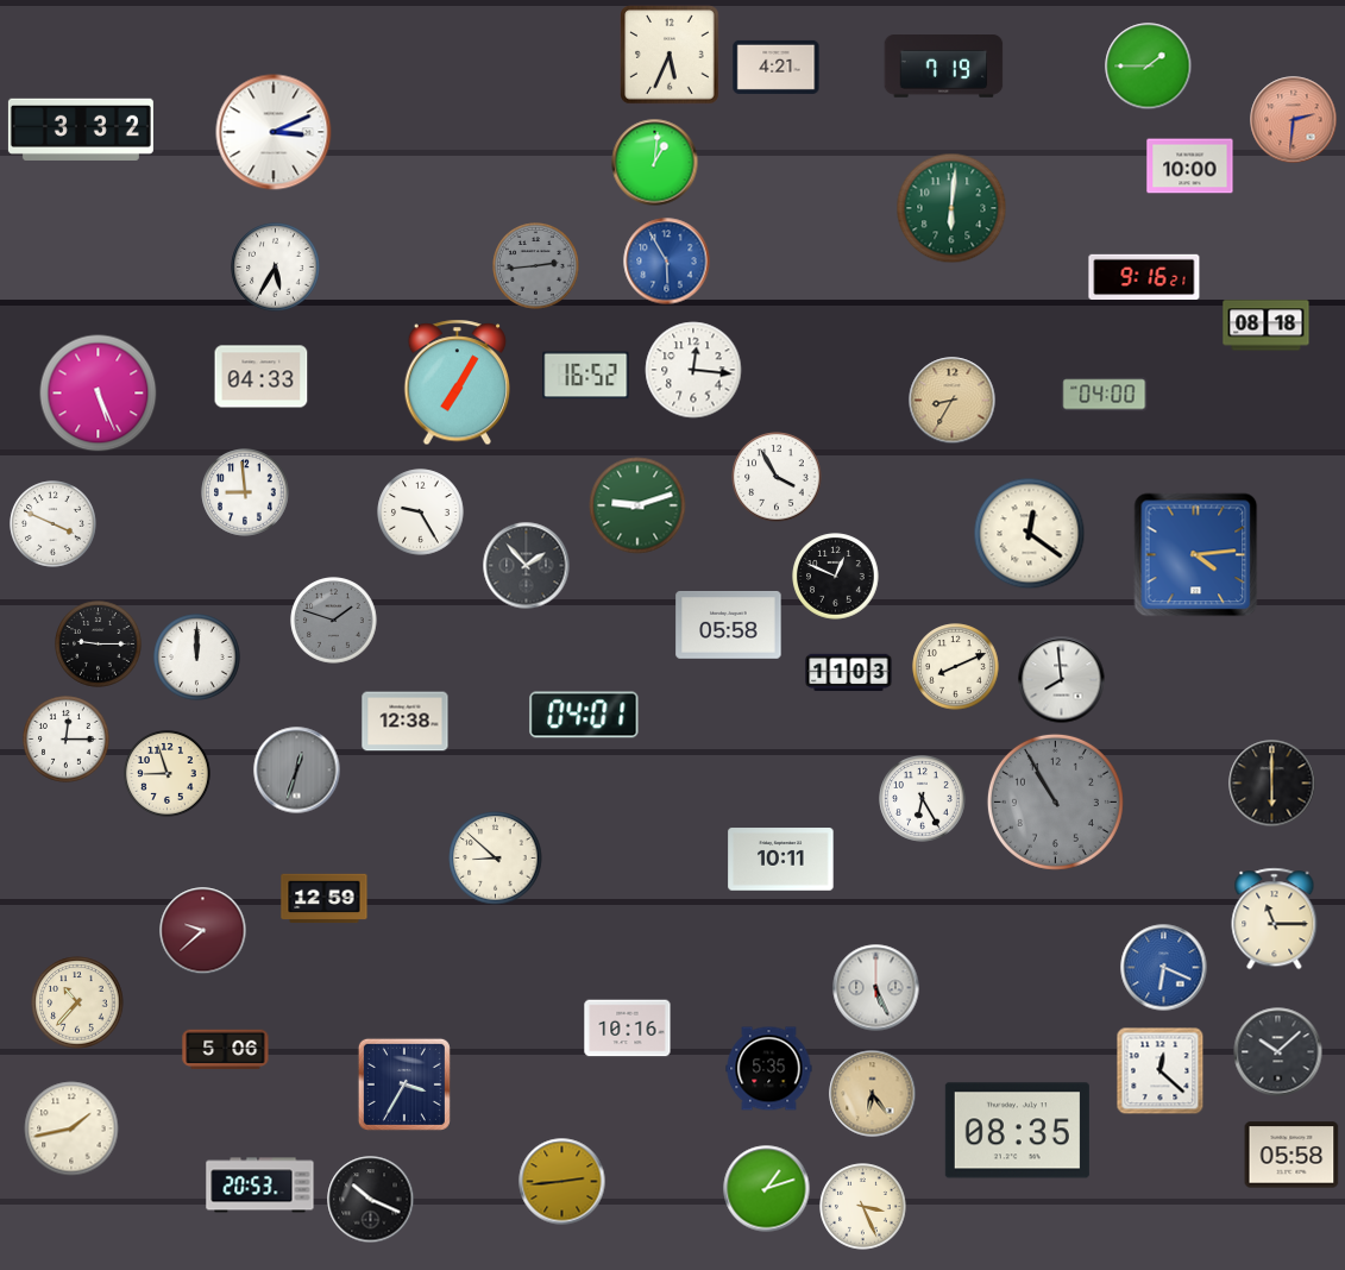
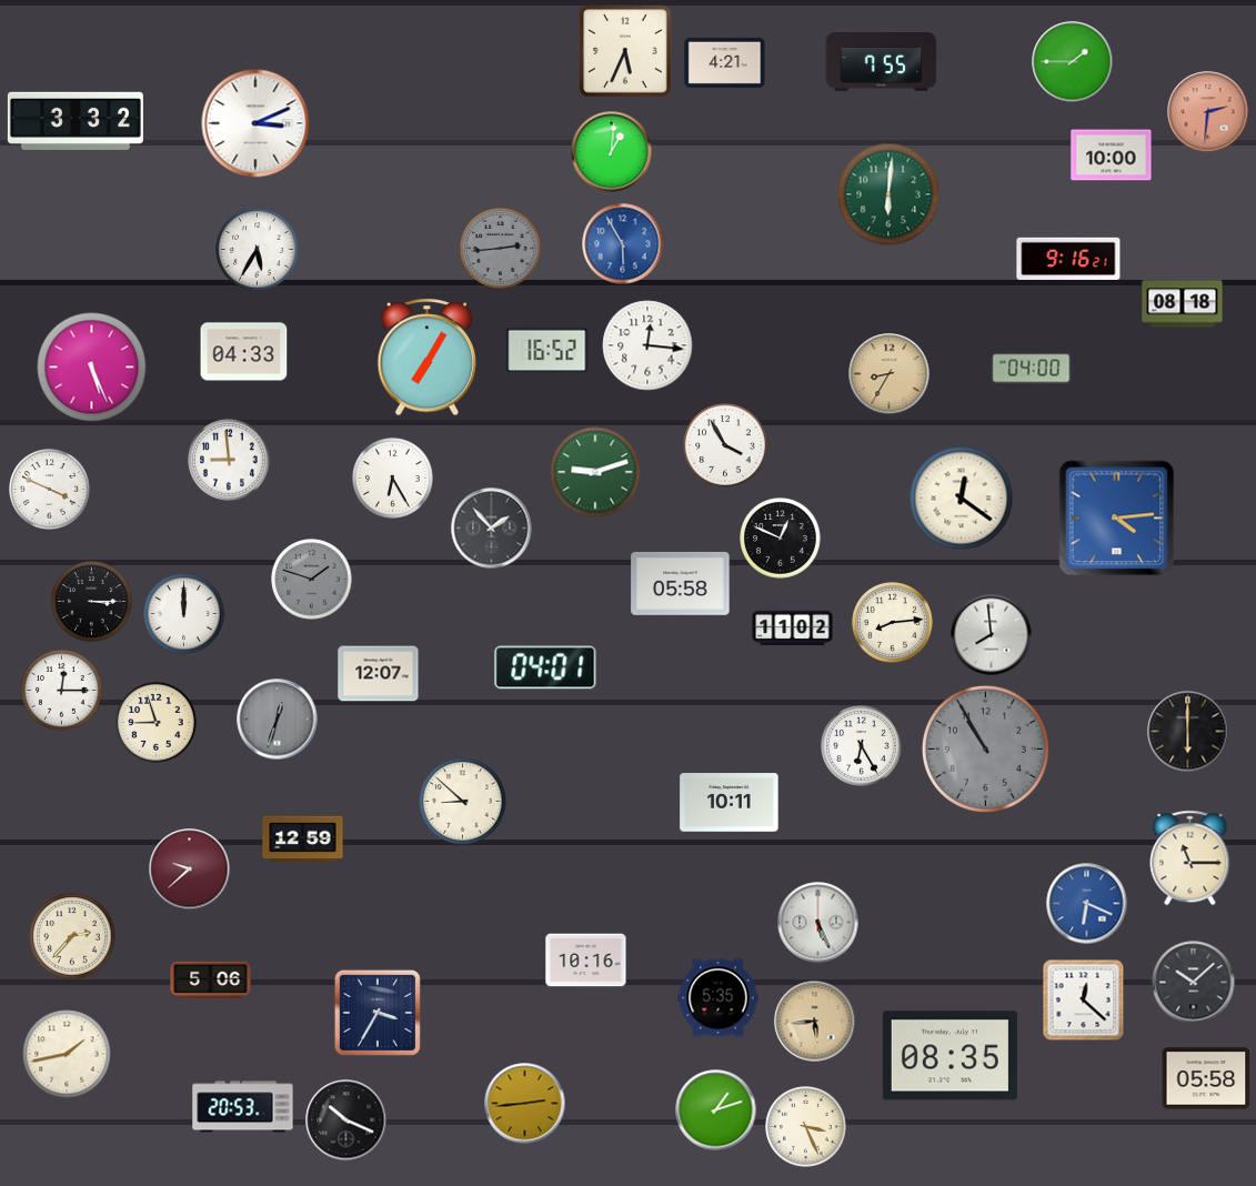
clock at (944, 67): 7:19 -> 7:55
clock at (421, 513): 9:25 -> 6:25
clock at (99, 645): 9:15 -> 3:15
clock at (956, 667): 8:11 -> 8:14
clock at (849, 673): 11:03 -> 11:02
clock at (406, 722): 12:38 -> 12:07
clock at (77, 1002): 10:37 -> 2:37
clock at (873, 1094): 6:24 -> 5:44
